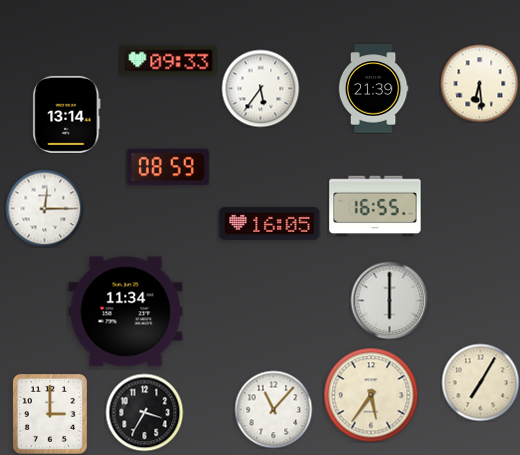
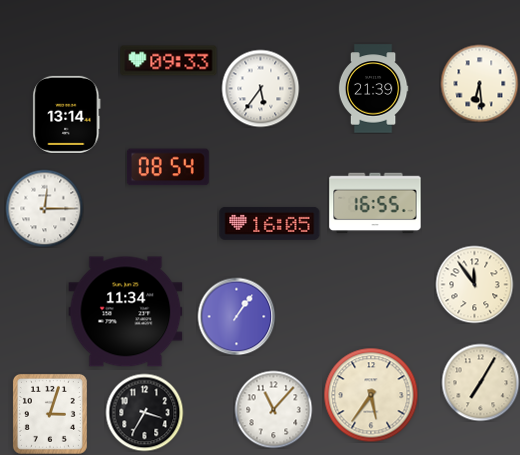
clock at (168, 167): 08:59 -> 08:54
clock at (375, 206) position: (375, 206) -> (375, 203)
clock at (474, 284): none -> 11:54
clock at (389, 300): 6:00 -> none
clock at (236, 316): none -> 1:06
clock at (50, 414): 3:00 -> 3:03
